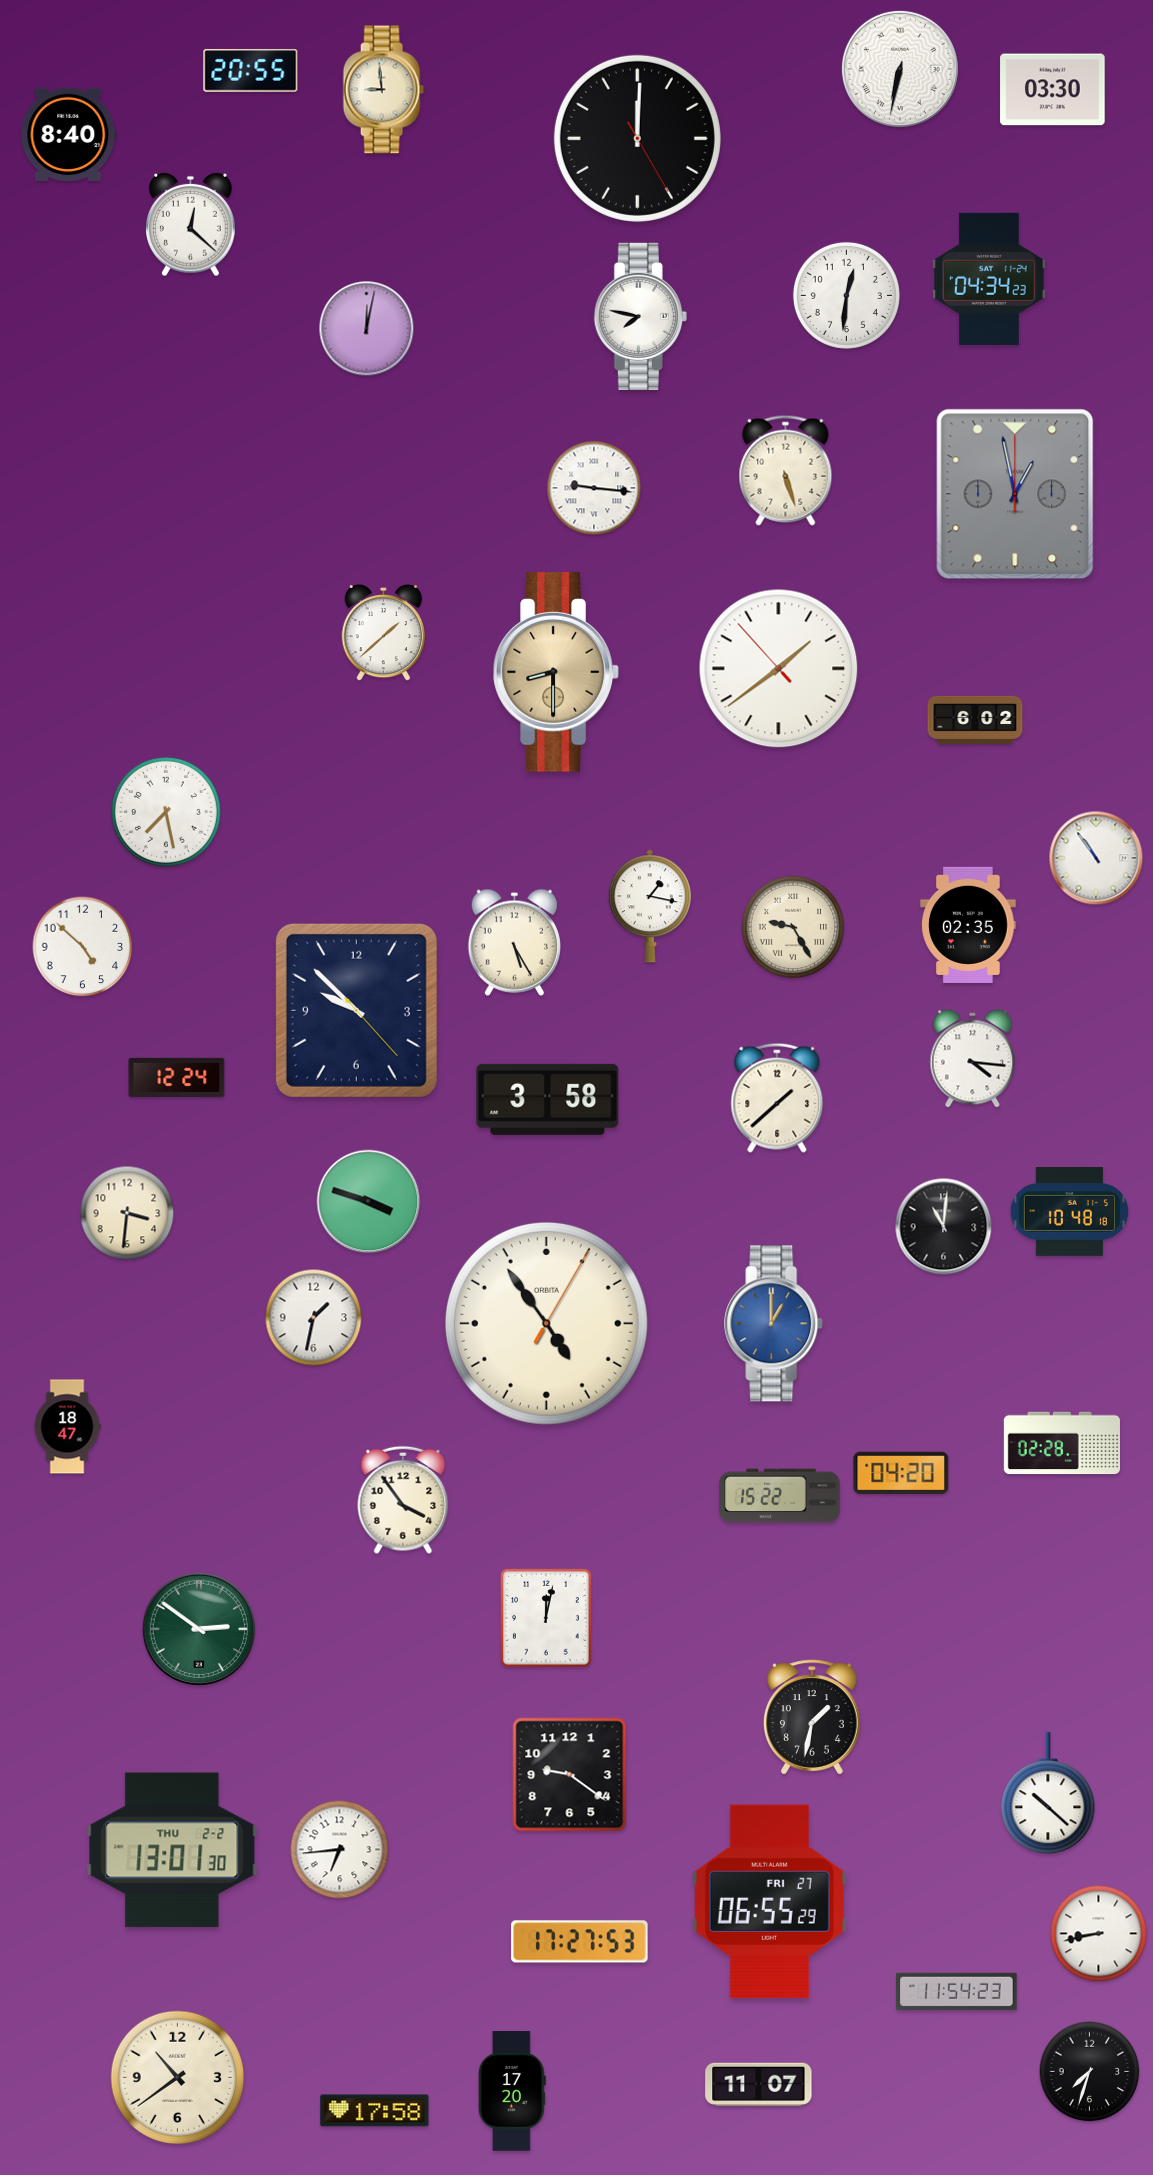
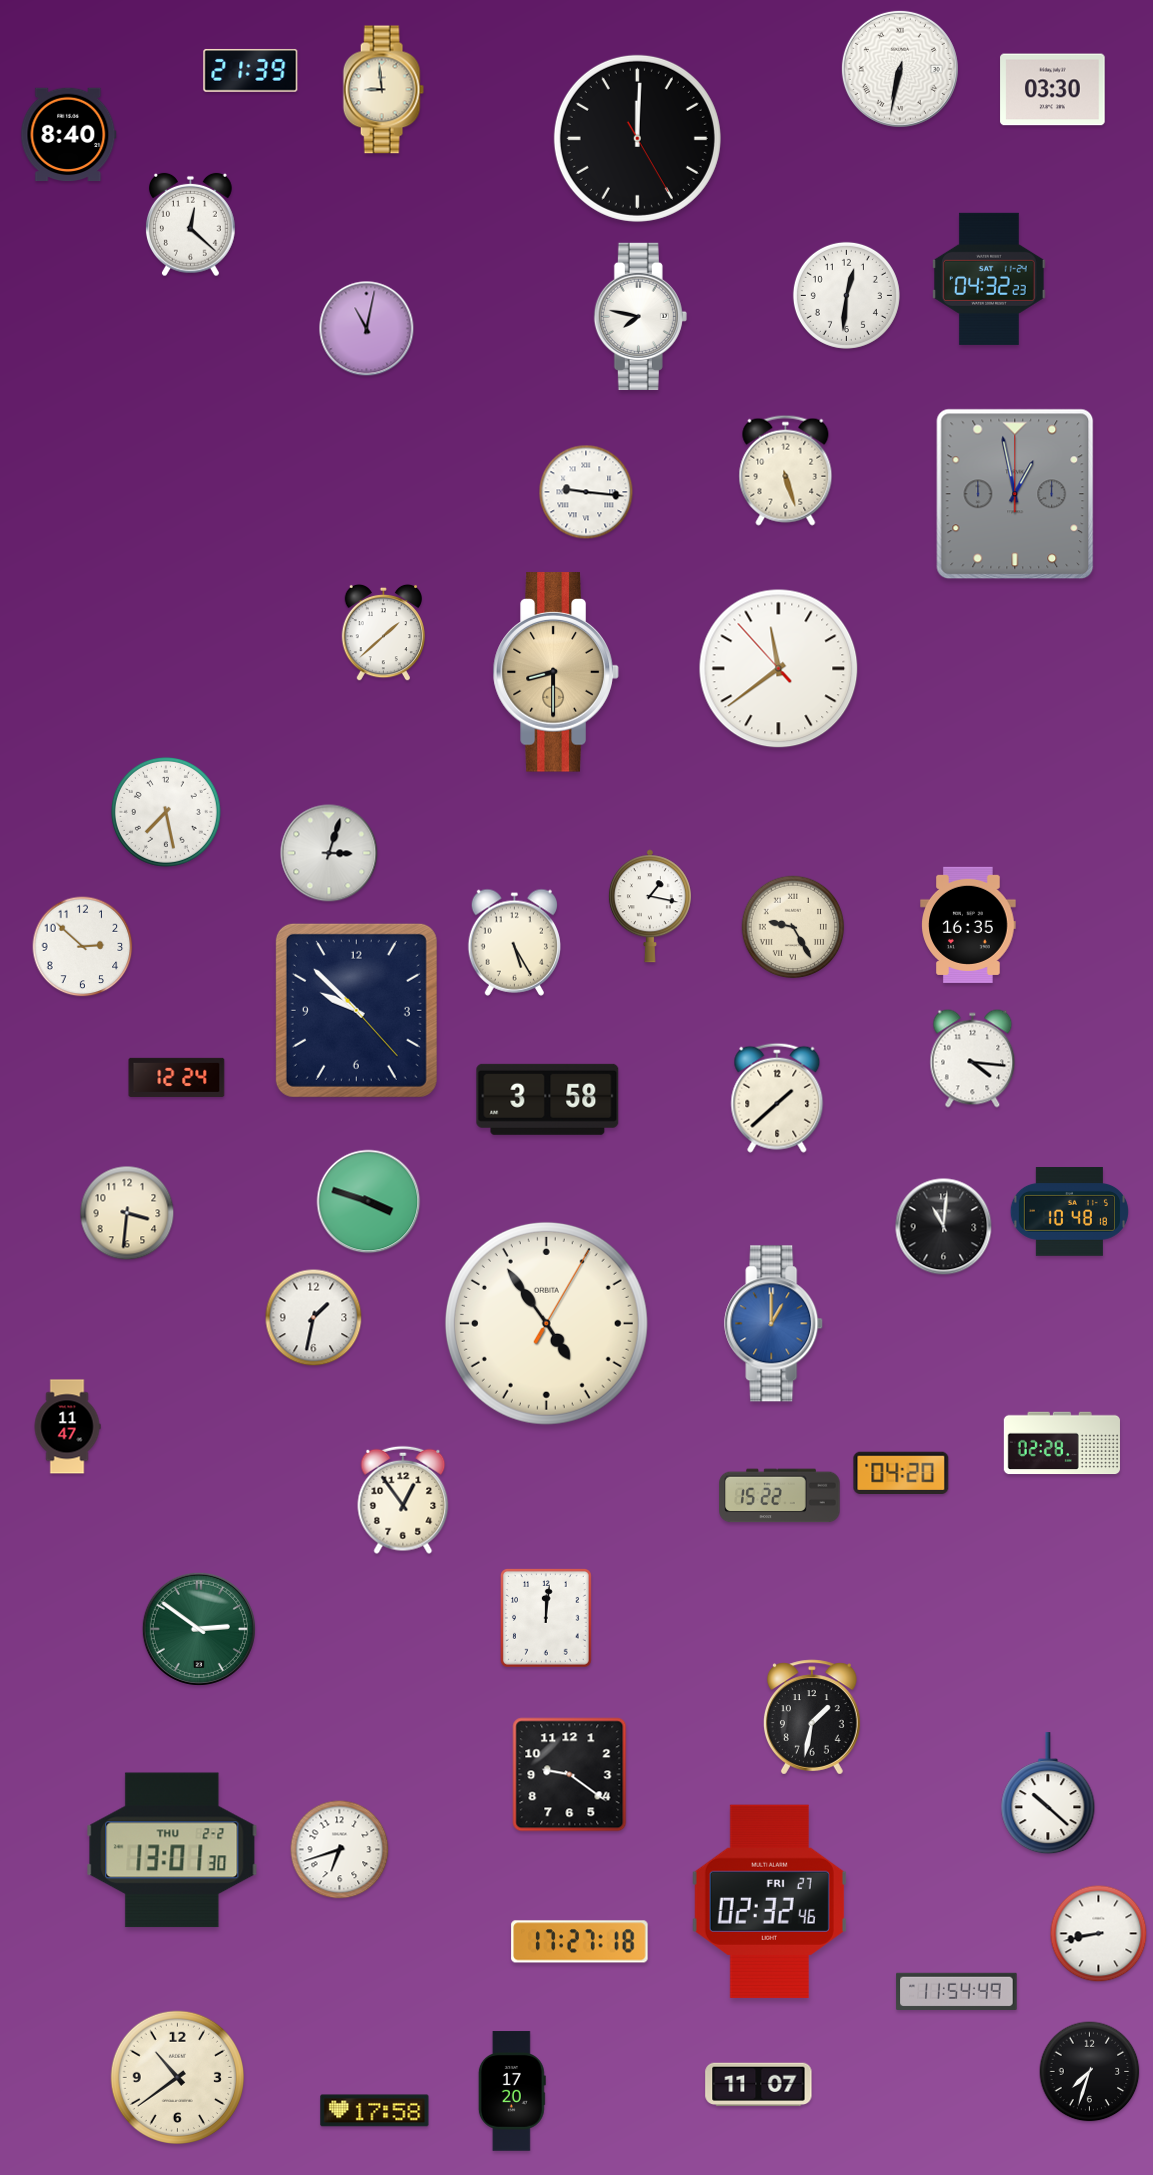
clock at (251, 70): 20:55 -> 21:39
clock at (990, 279): 04:34 -> 04:32
clock at (367, 329): 12:02 -> 11:02
clock at (594, 488) position: (594, 488) -> (586, 492)
clock at (779, 669): 1:38 -> 11:38
clock at (975, 720): 6:02 -> none
clock at (329, 853): none -> 3:03
clock at (1096, 858): 10:54 -> none
clock at (968, 925): 02:35 -> 16:35
clock at (83, 947): 4:52 -> 2:52
clock at (67, 1427): 18:47 -> 11:47
clock at (403, 1500): 3:54 -> 12:54
clock at (547, 1619): 12:02 -> 12:01
clock at (340, 1850): 6:44 -> 6:42
clock at (769, 1901): 06:55 -> 02:32
clock at (580, 1942): 17:27:53 -> 17:27:18
clock at (957, 1991): 11:54:23 -> 11:54:49
